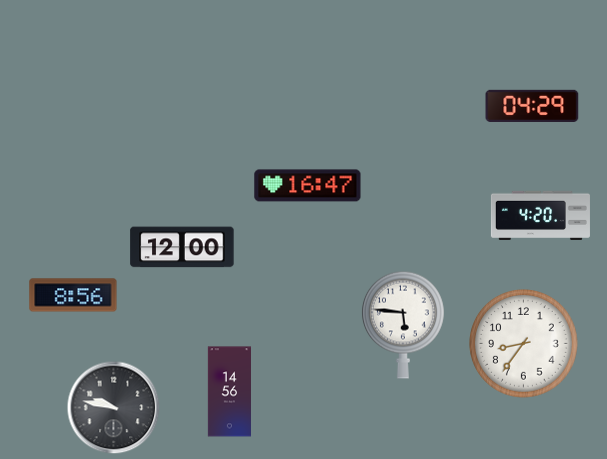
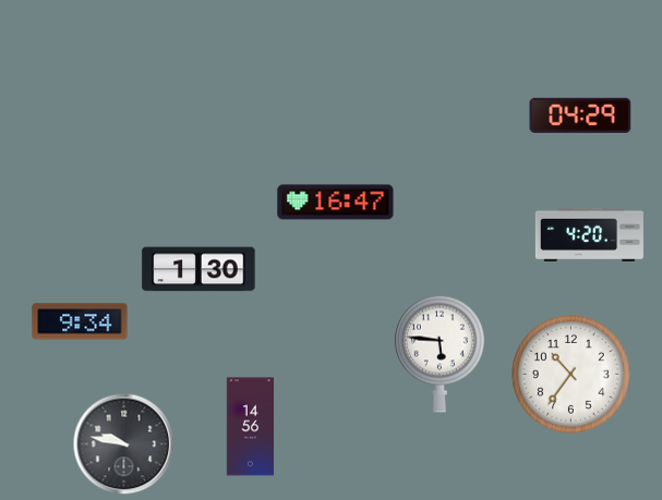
clock at (182, 247): 12:00 -> 1:30
clock at (73, 295): 8:56 -> 9:34
clock at (524, 344): 8:36 -> 10:36
